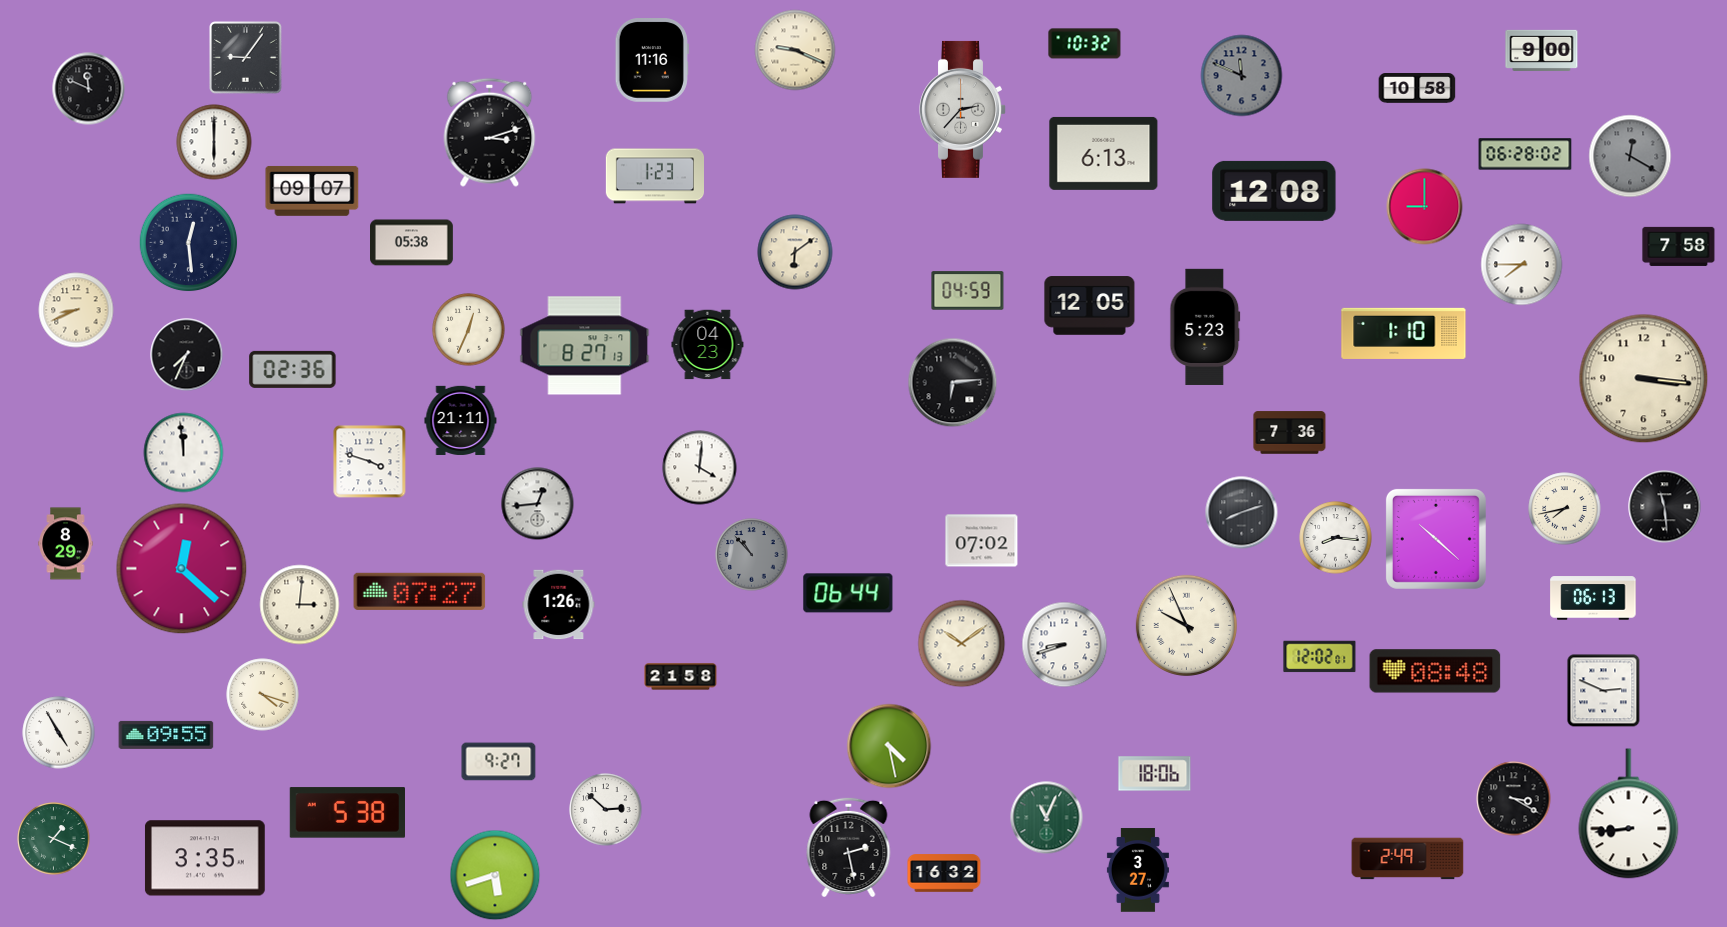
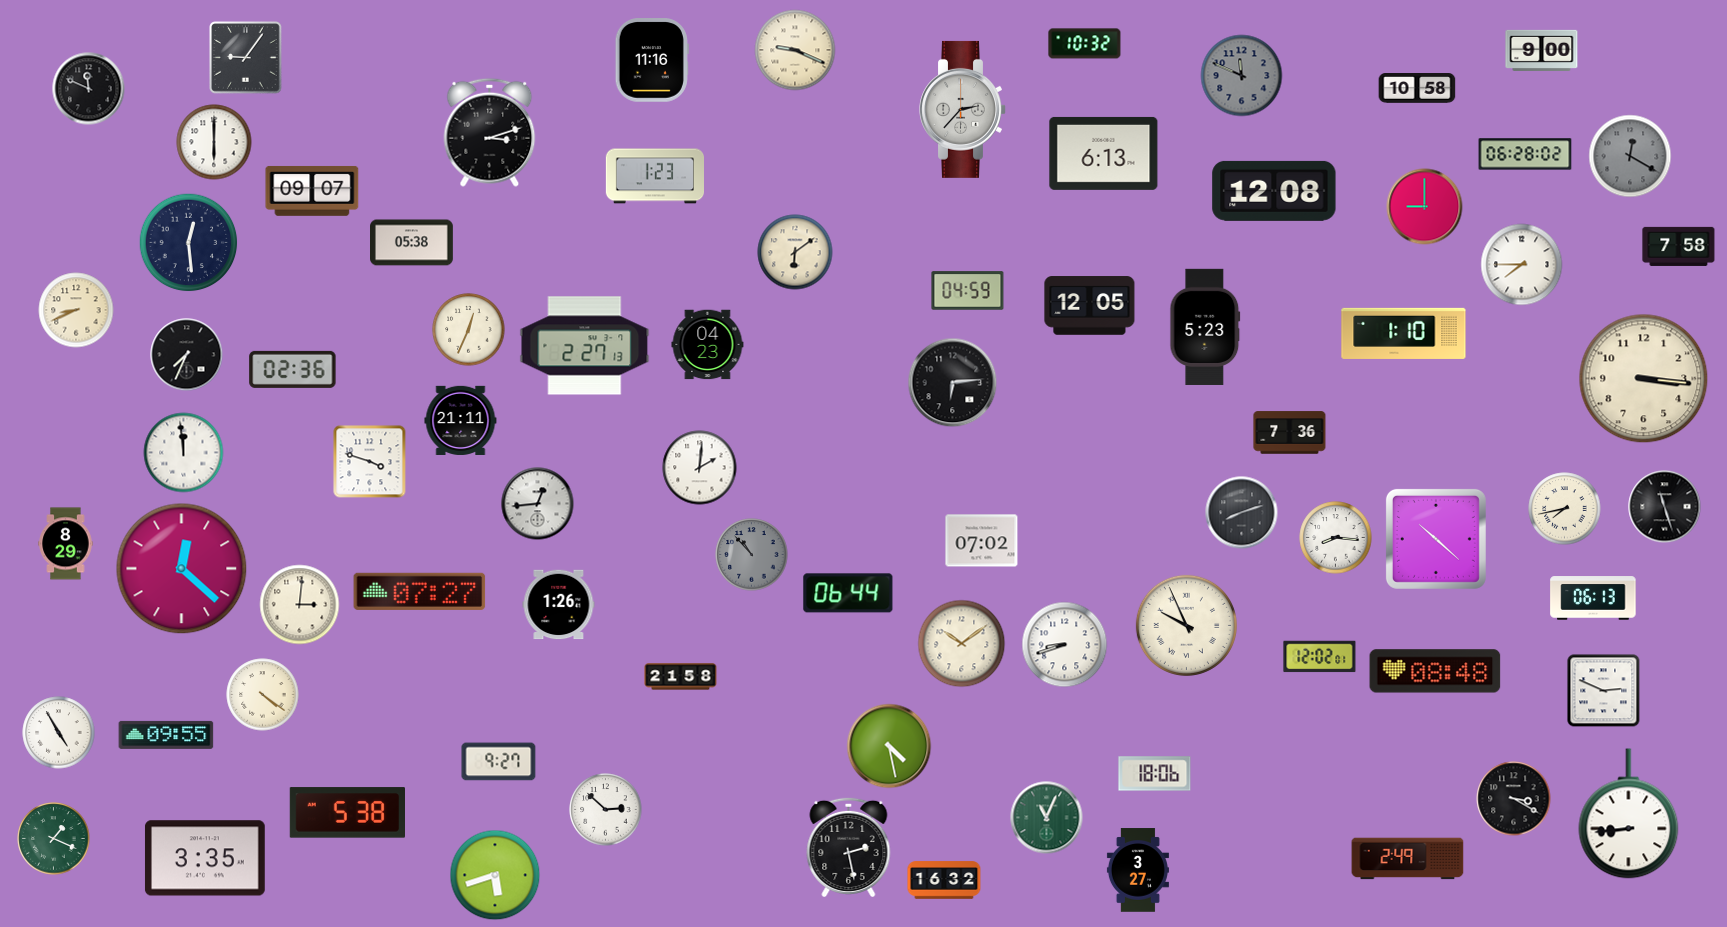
clock at (585, 346): 8:27 -> 2:27
clock at (700, 468): 4:01 -> 2:01
clock at (1665, 507): 11:29 -> 11:27
clock at (263, 695): 4:18 -> 4:21
clock at (944, 873) position: (944, 873) -> (944, 880)
